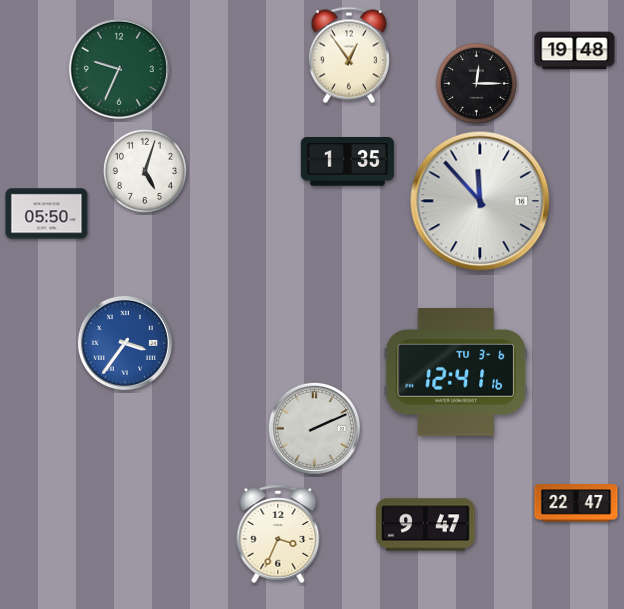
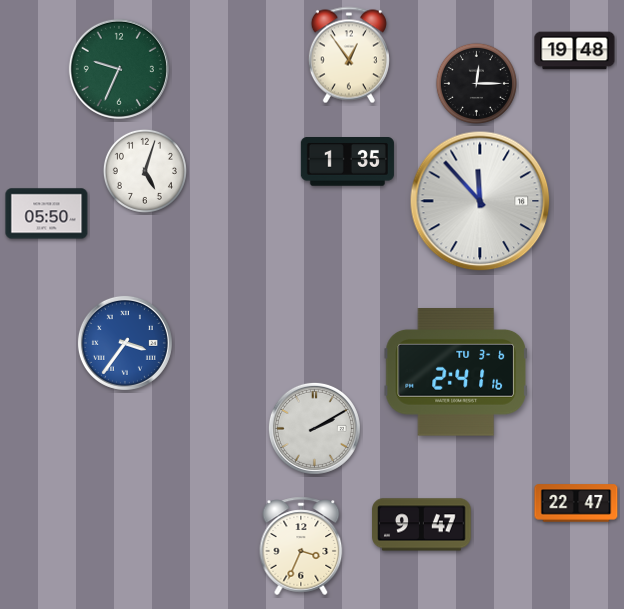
clock at (455, 372): 12:41 -> 2:41
clock at (314, 428): 2:11 -> 2:10
clock at (426, 525) position: (426, 525) -> (422, 525)
clock at (278, 534) position: (278, 534) -> (301, 546)
